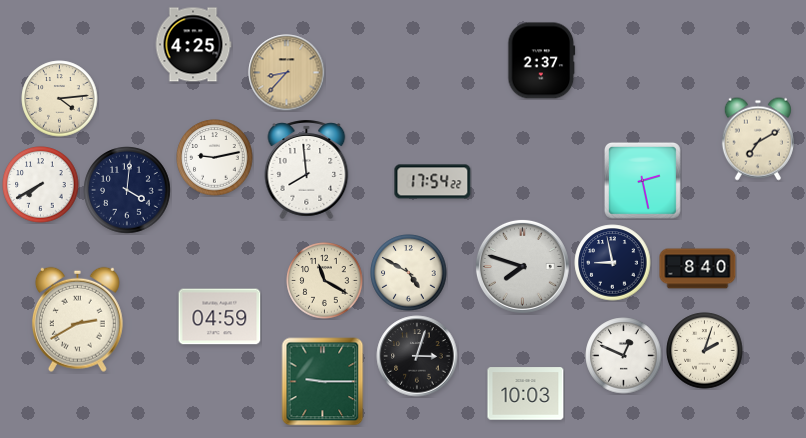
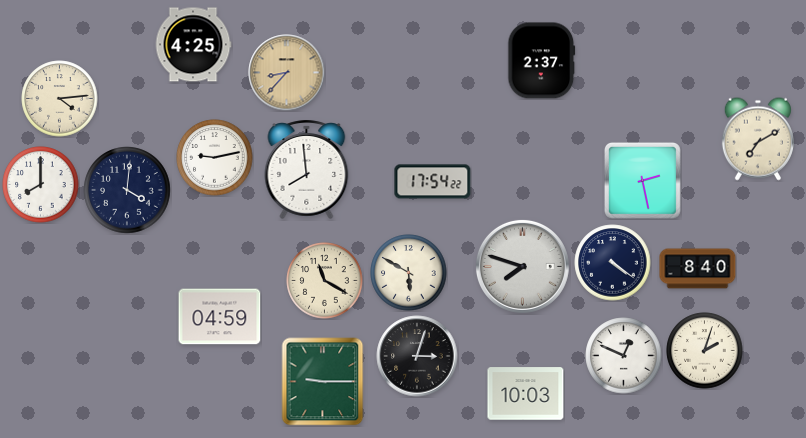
clock at (41, 185): 7:40 -> 8:00
clock at (613, 263): 8:58 -> 4:21
clock at (409, 273): 4:50 -> 5:50
clock at (77, 319): 2:40 -> none
